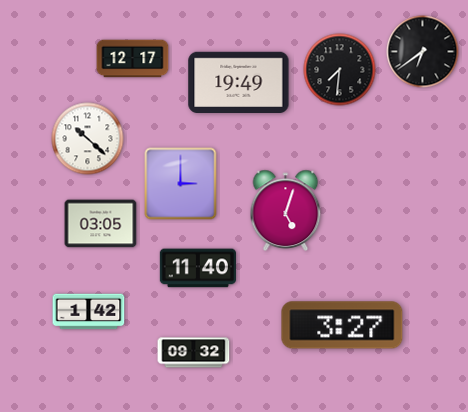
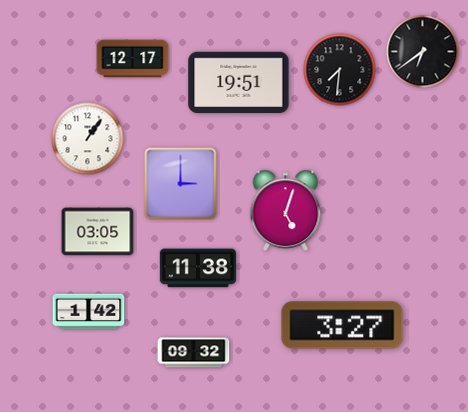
clock at (239, 82): 19:49 -> 19:51
clock at (88, 139): 10:22 -> 1:06
clock at (101, 224) position: (101, 224) -> (98, 232)
clock at (198, 268): 11:40 -> 11:38
